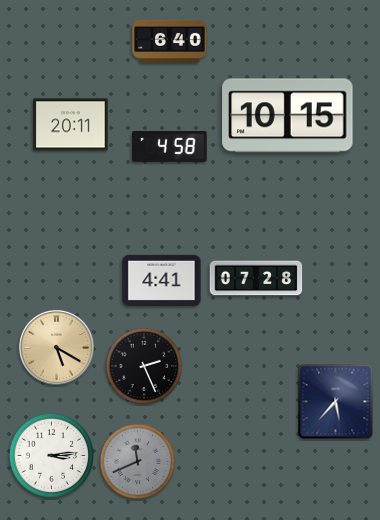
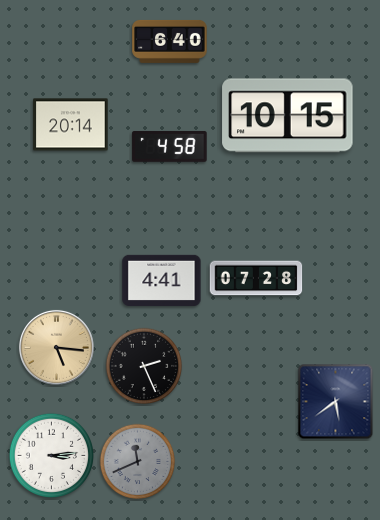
clock at (71, 125): 20:11 -> 20:14
clock at (56, 347): 5:20 -> 5:16
clock at (336, 402): 5:37 -> 5:39
